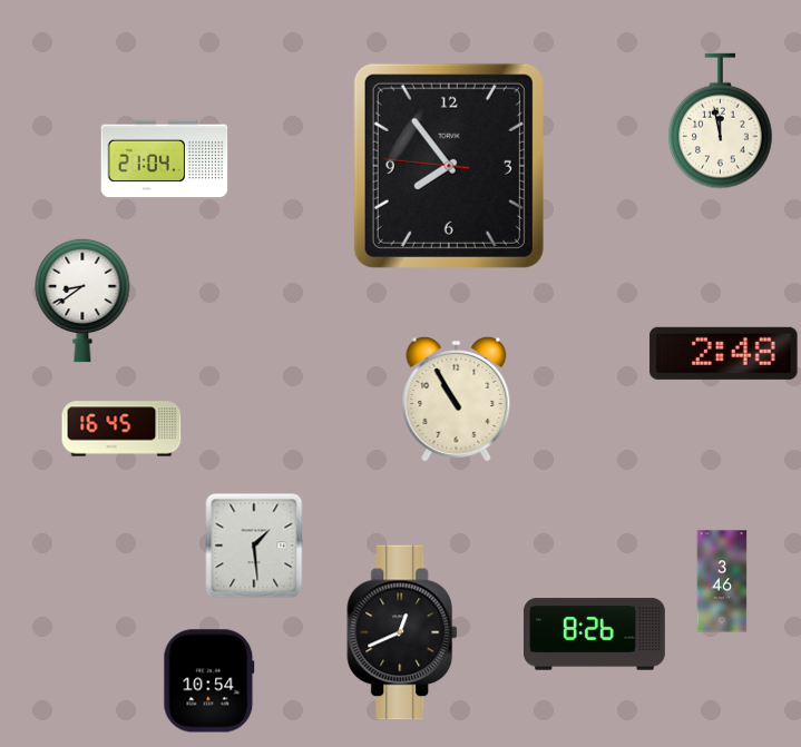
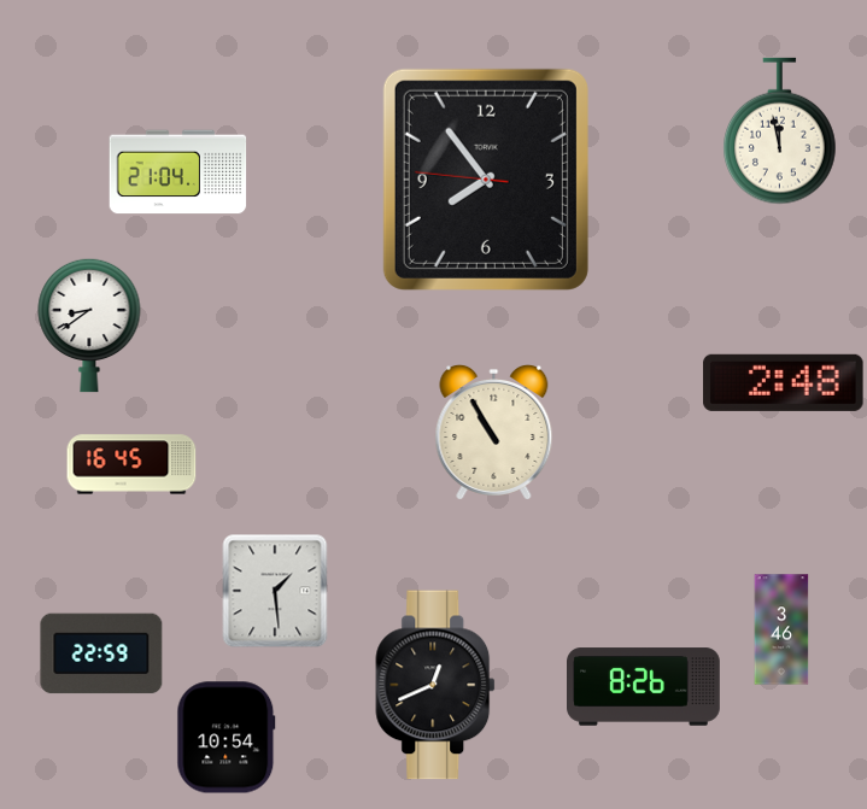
clock at (101, 653): none -> 22:59
